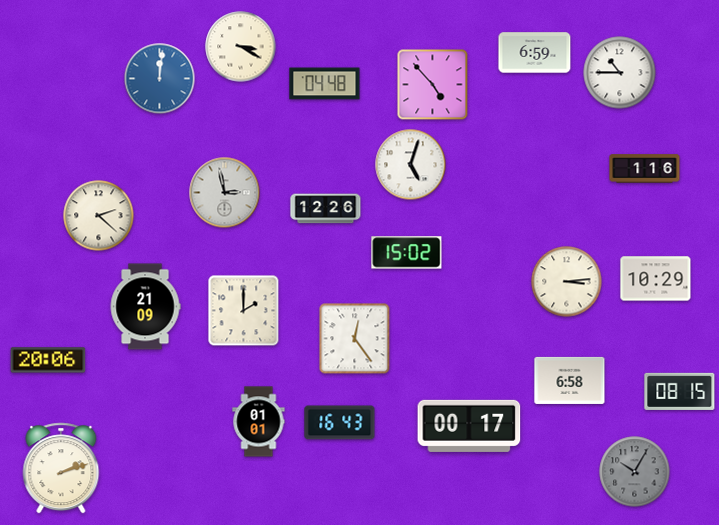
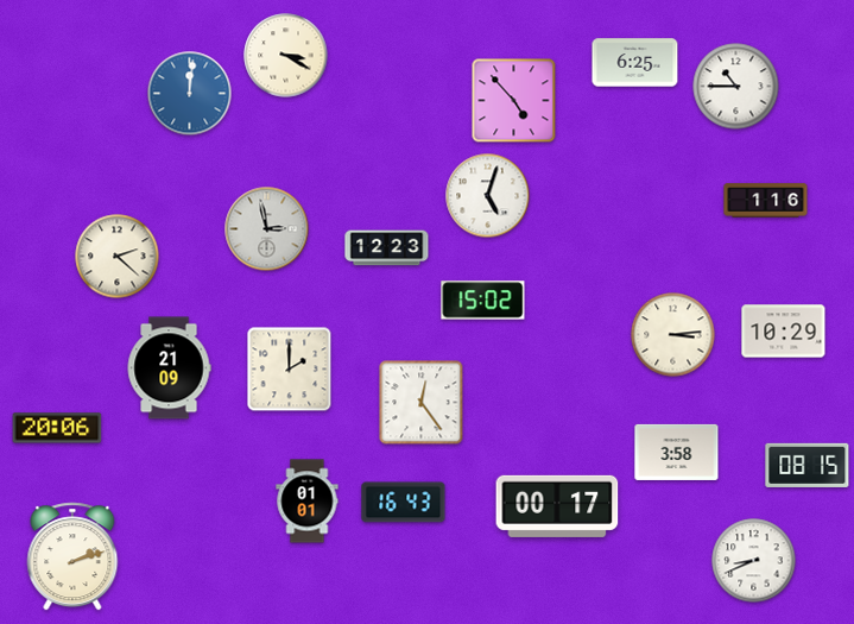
clock at (535, 53): 6:59 -> 6:25
clock at (325, 84): 04:48 -> none
clock at (326, 209): 12:26 -> 12:23
clock at (656, 279) position: (656, 279) -> (784, 332)
clock at (145, 307) position: (145, 307) -> (169, 368)
clock at (570, 380): 6:58 -> 3:58
clock at (635, 472): 10:05 -> 8:41
clock at (635, 472) dial: grey -> white
